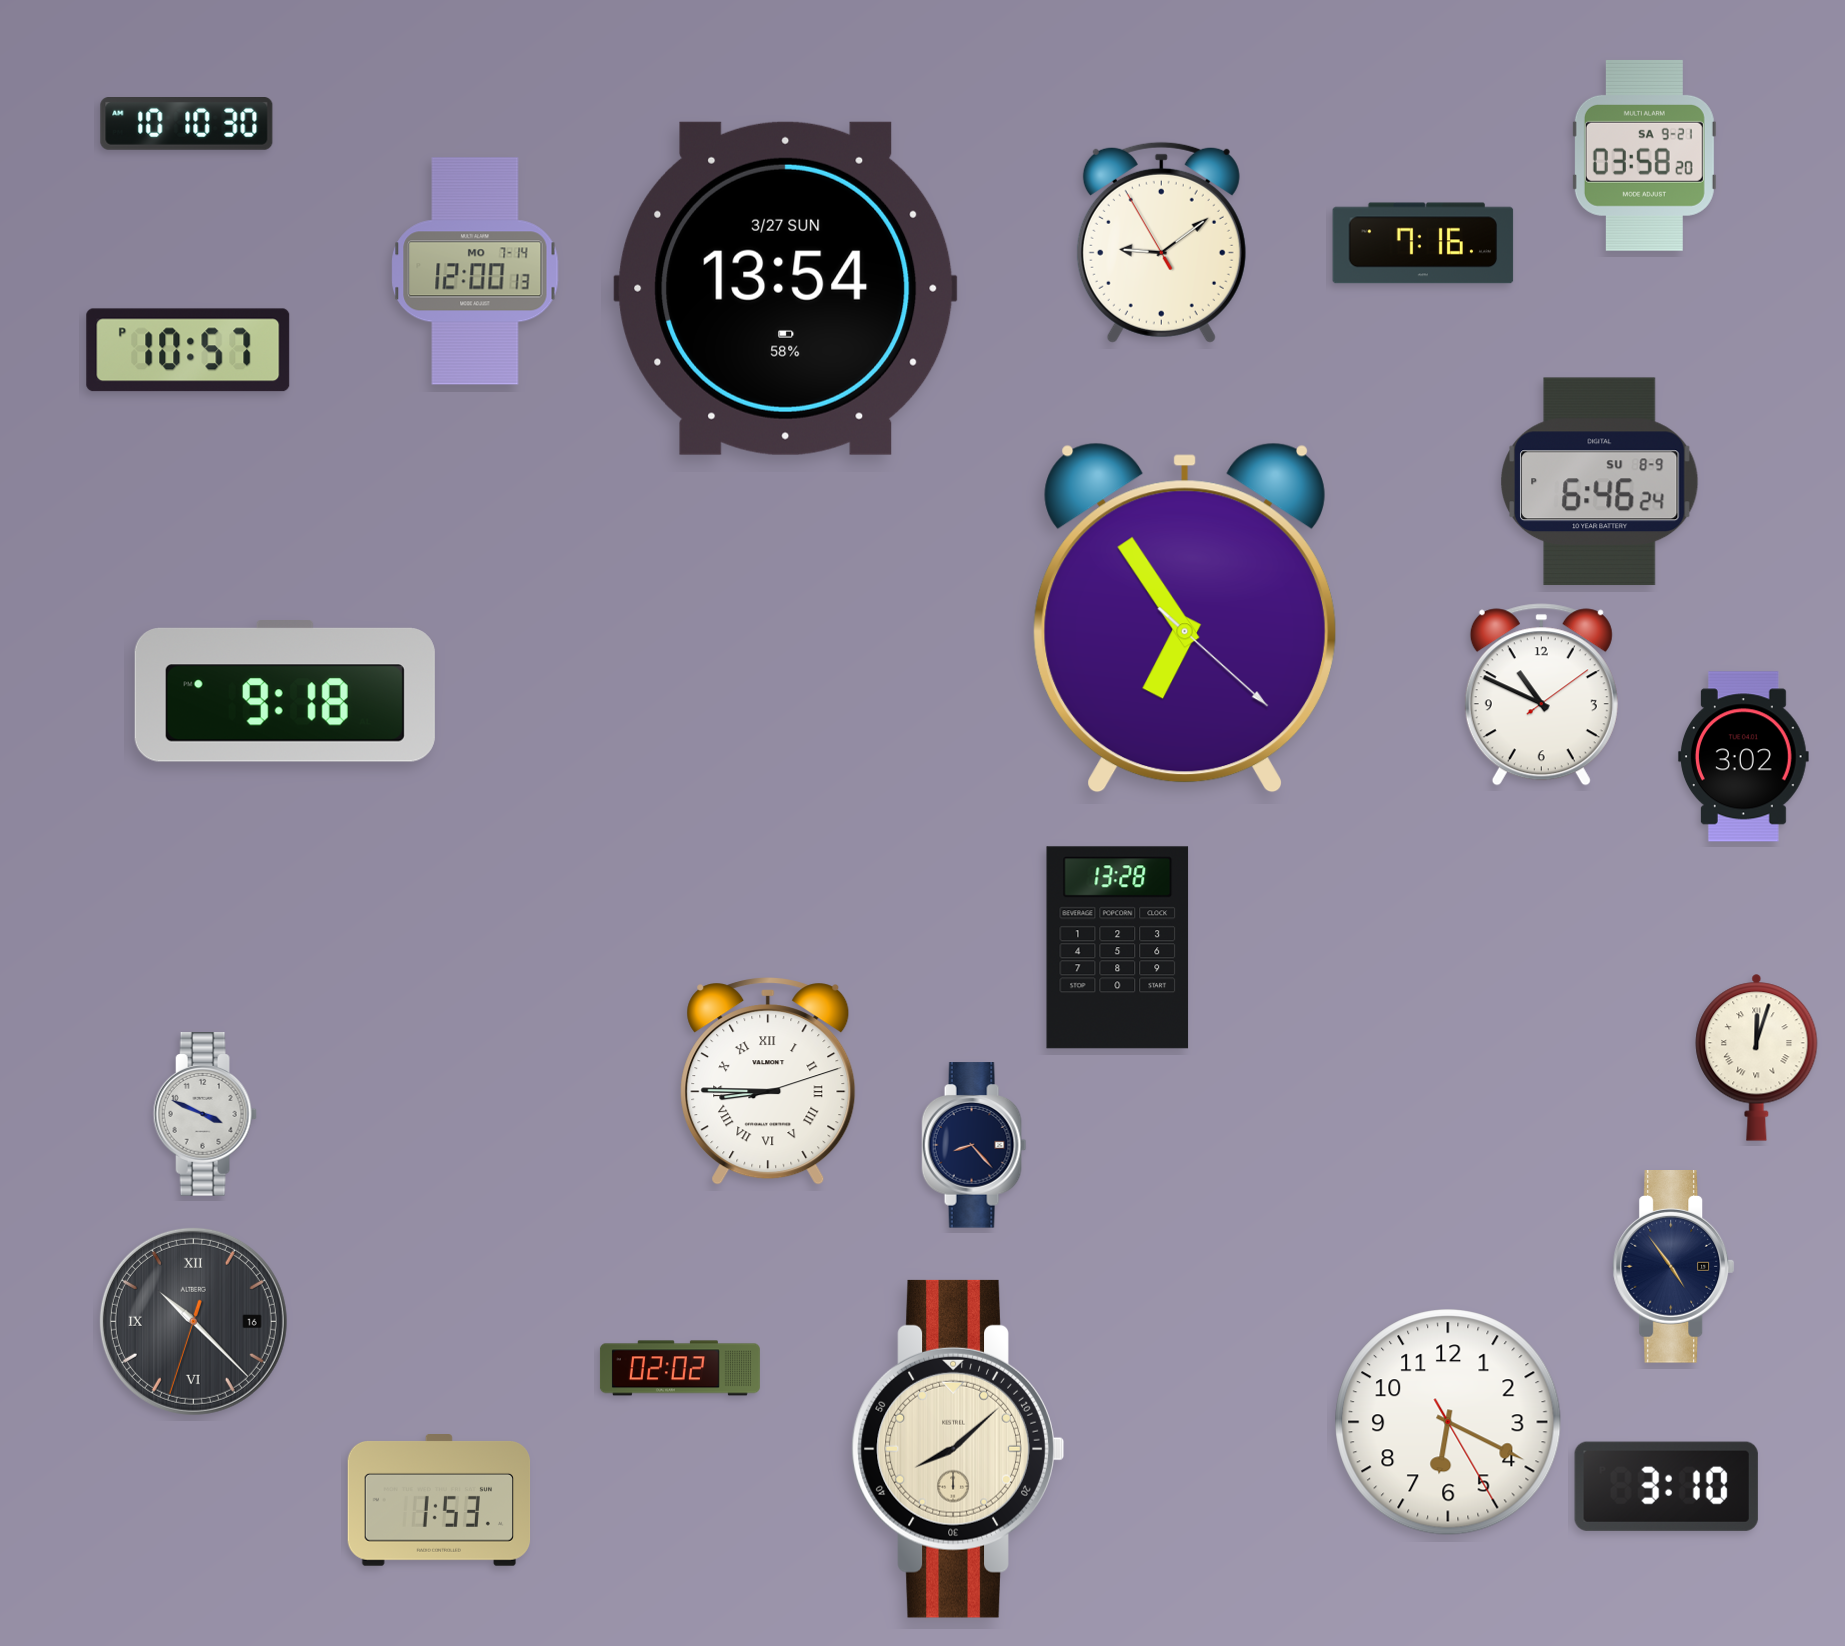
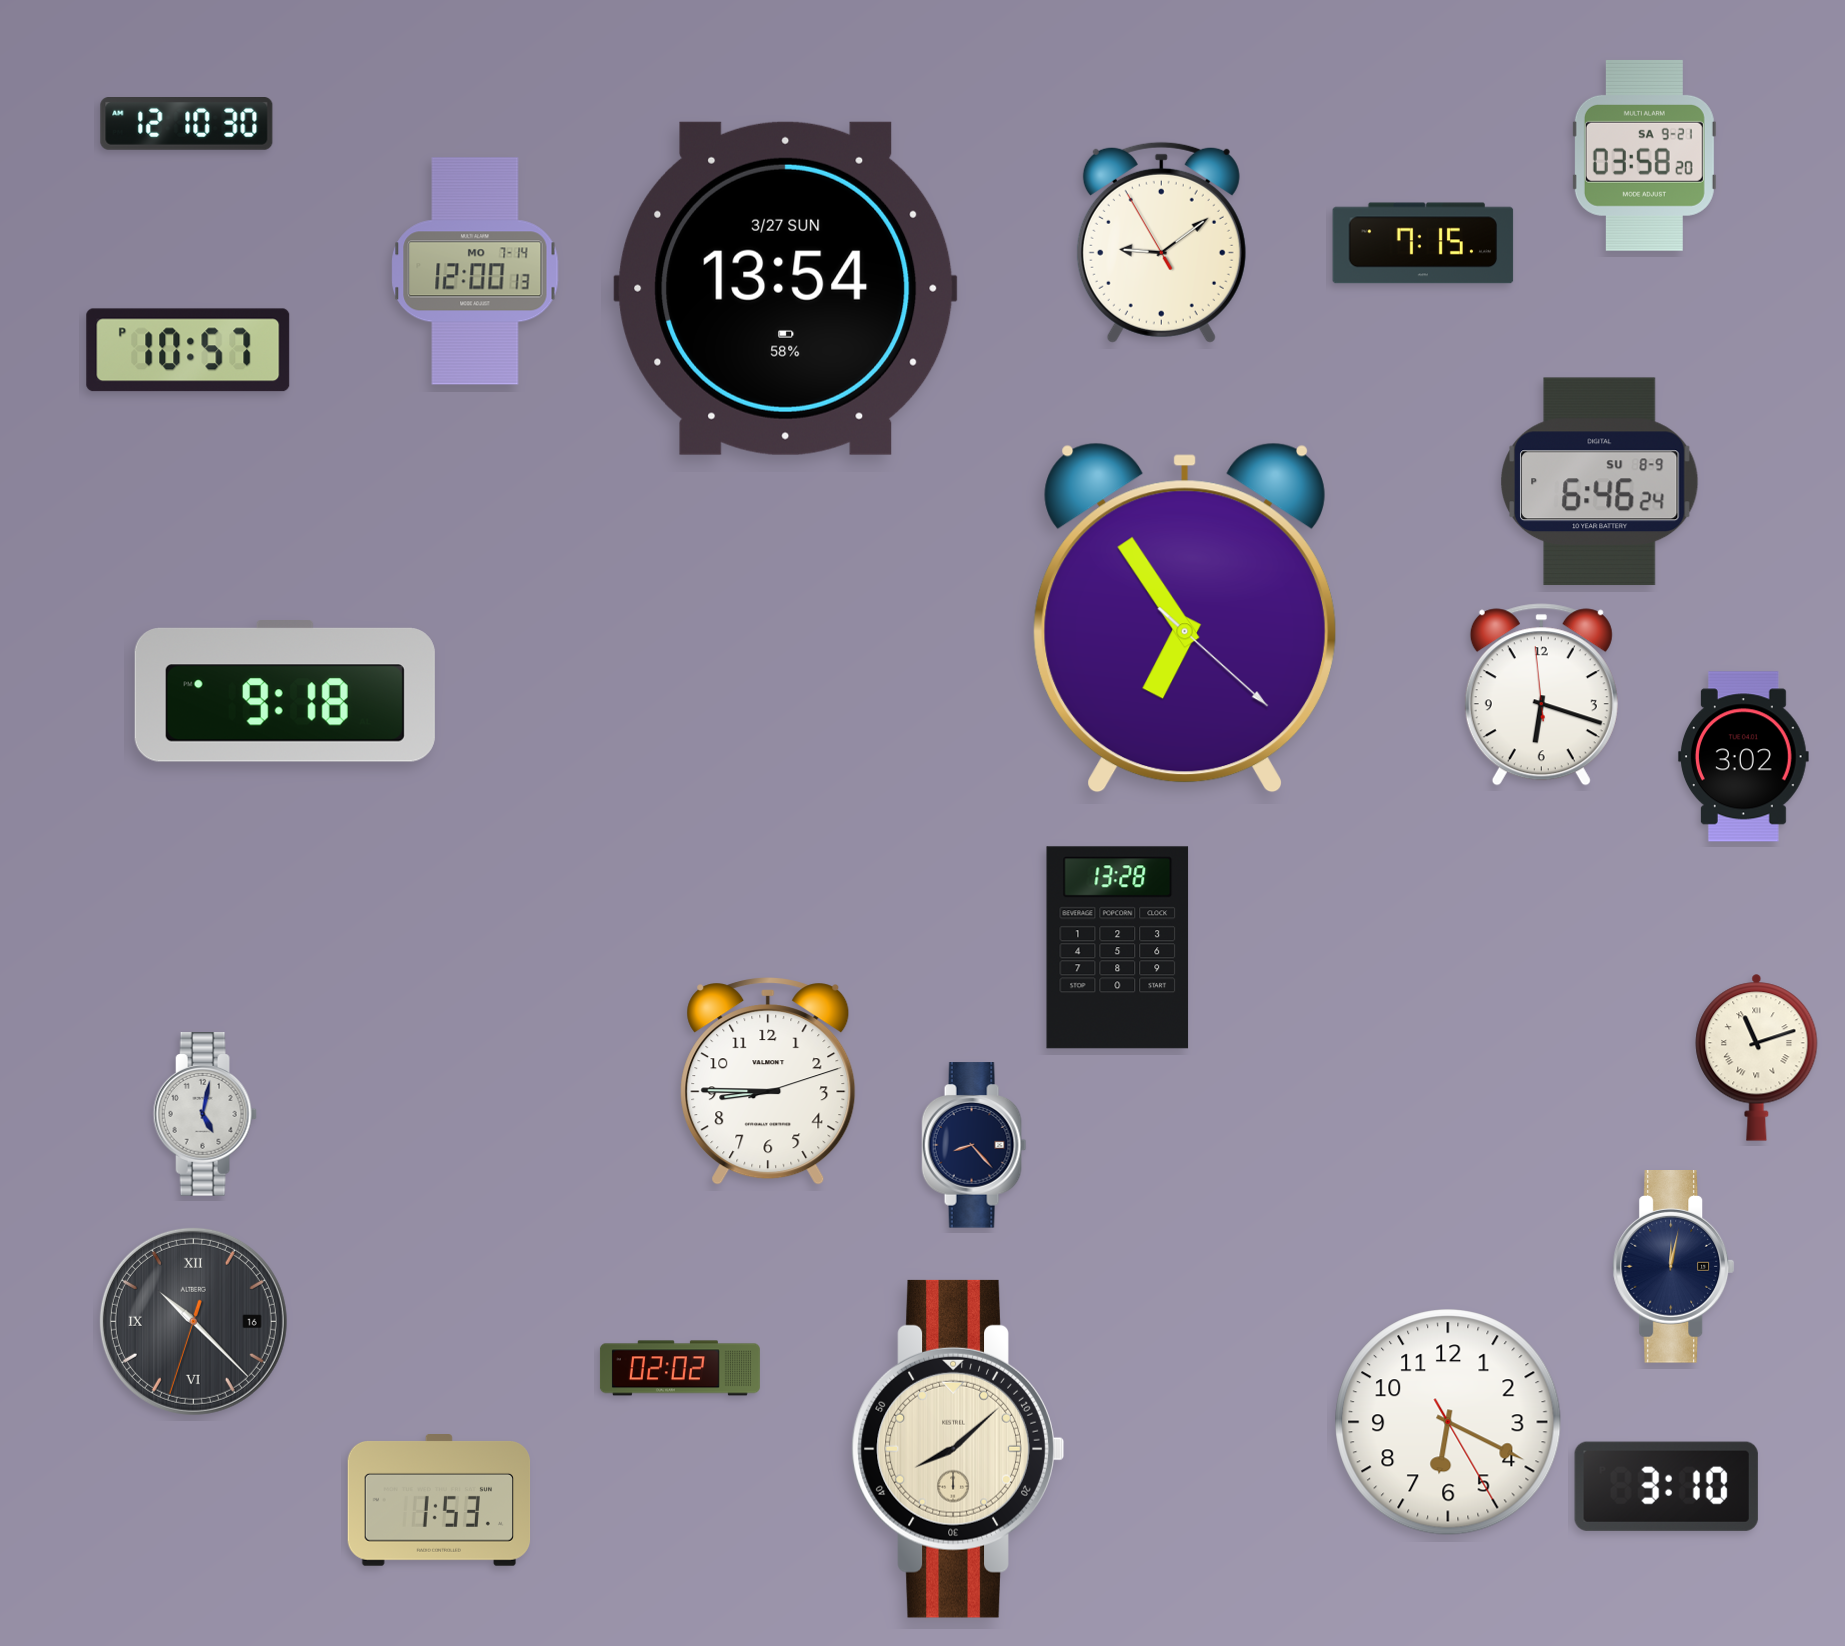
clock at (187, 124): 10:10 -> 12:10
clock at (1423, 243): 7:16 -> 7:15
clock at (1541, 695): 10:49 -> 6:17
clock at (1757, 1057): 12:03 -> 11:12
clock at (768, 1081) numerals: Roman -> Arabic
clock at (205, 1114): 3:49 -> 5:02
clock at (1674, 1267): 4:54 -> 12:02
